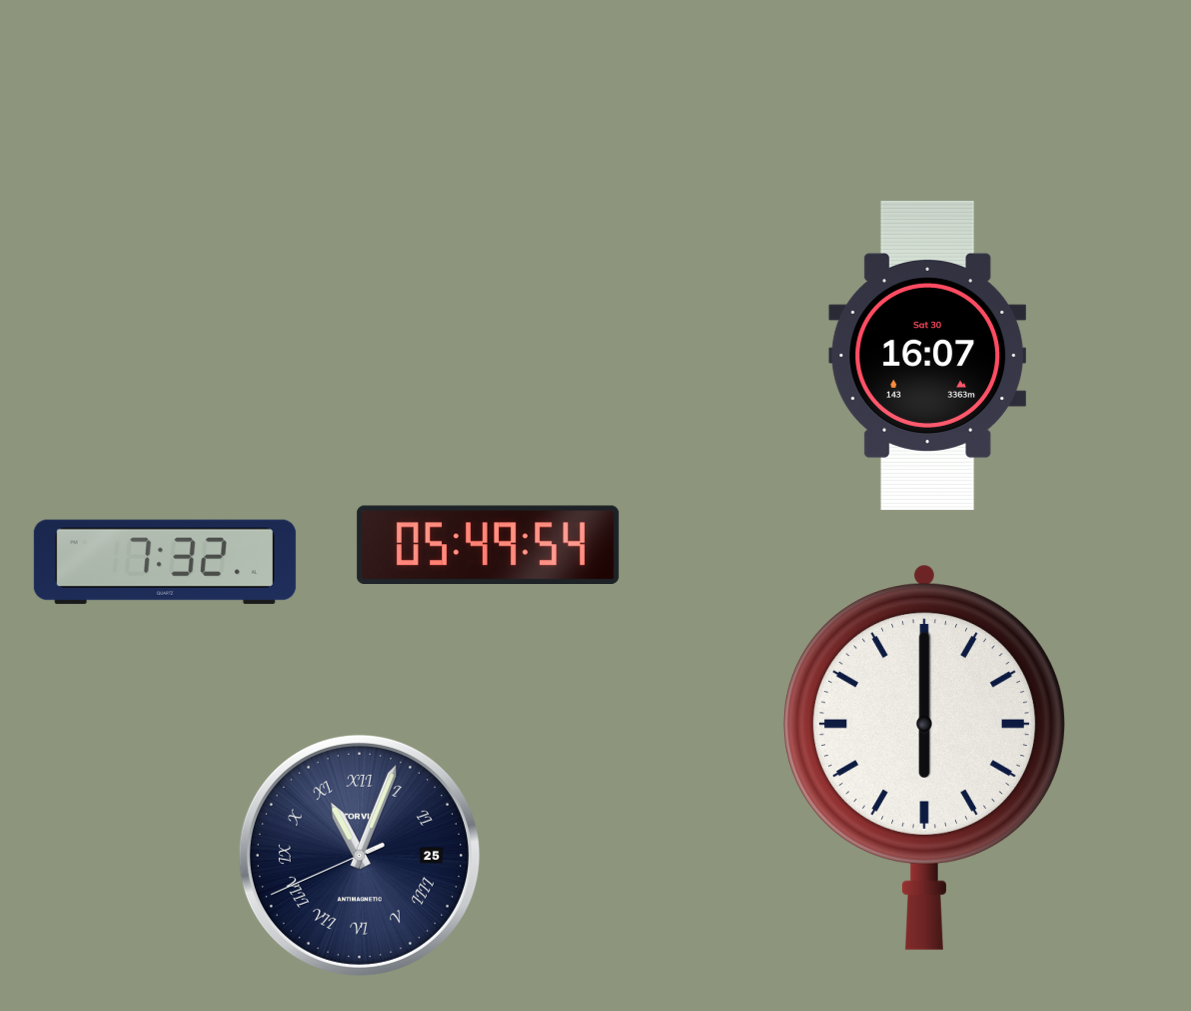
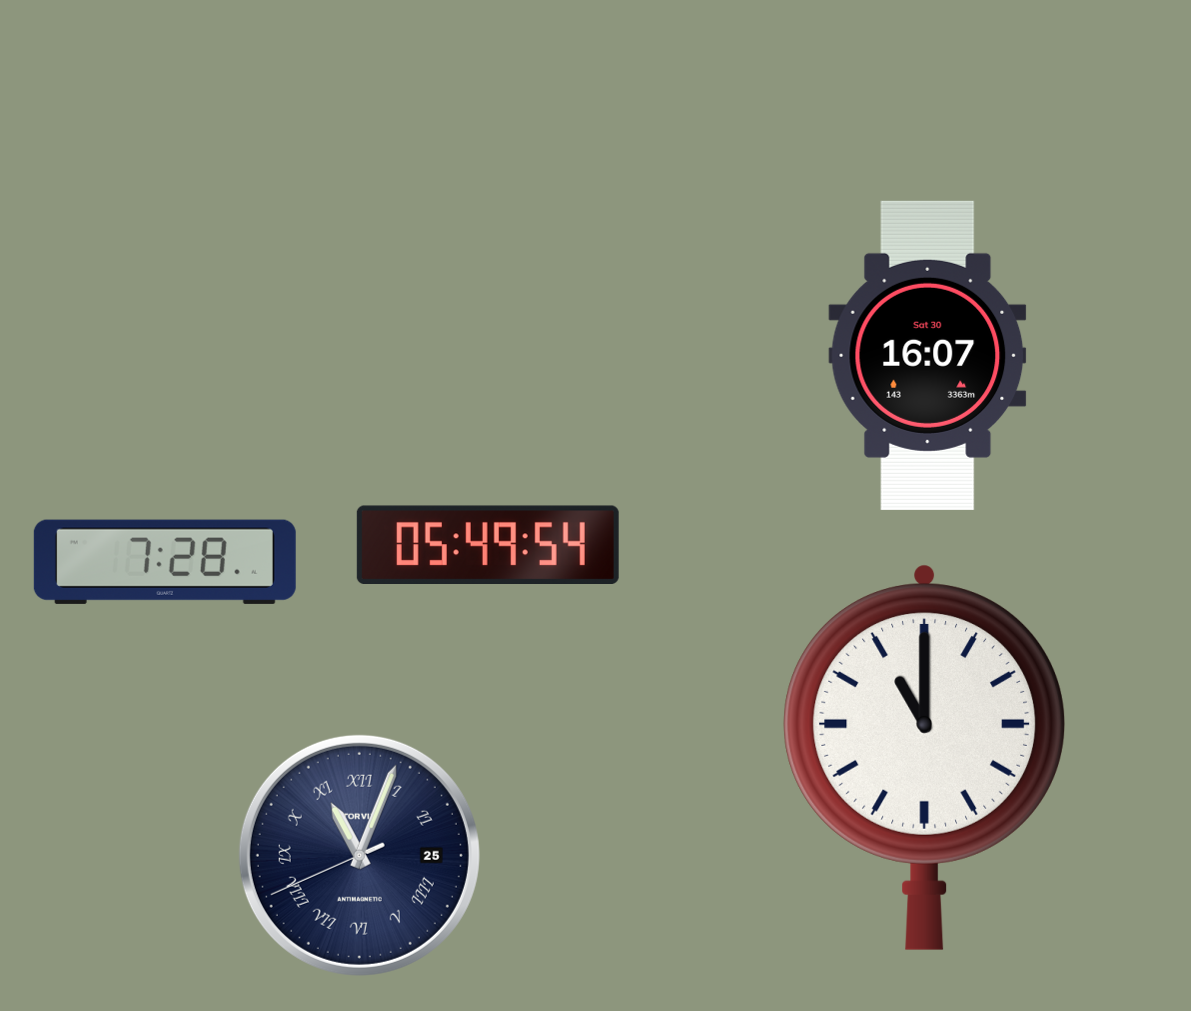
clock at (165, 562): 7:32 -> 7:28
clock at (924, 757): 6:00 -> 11:00
